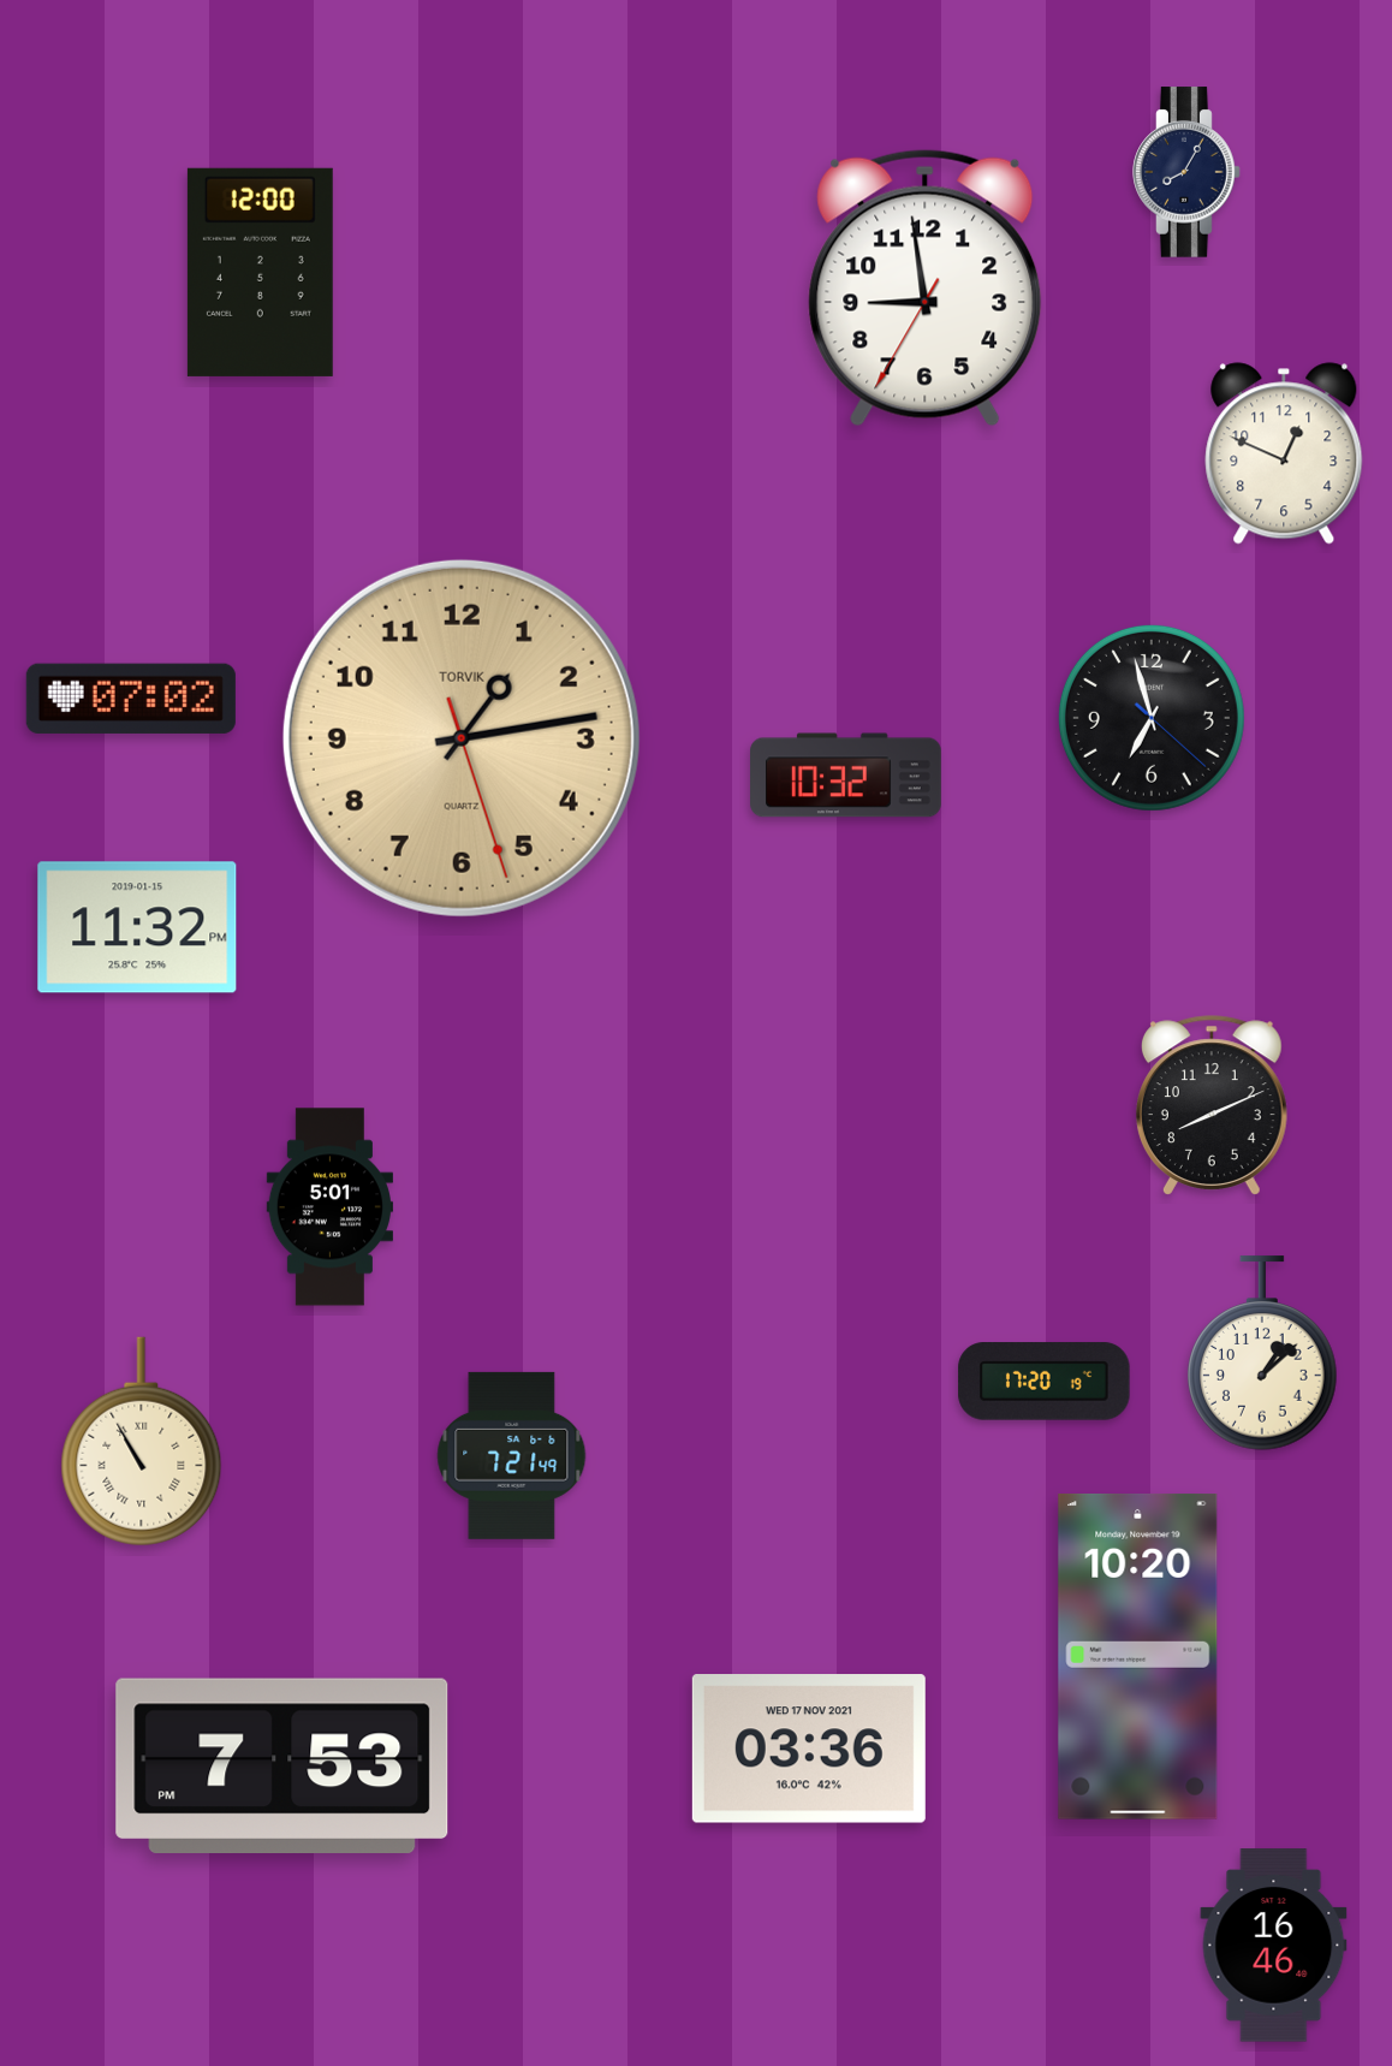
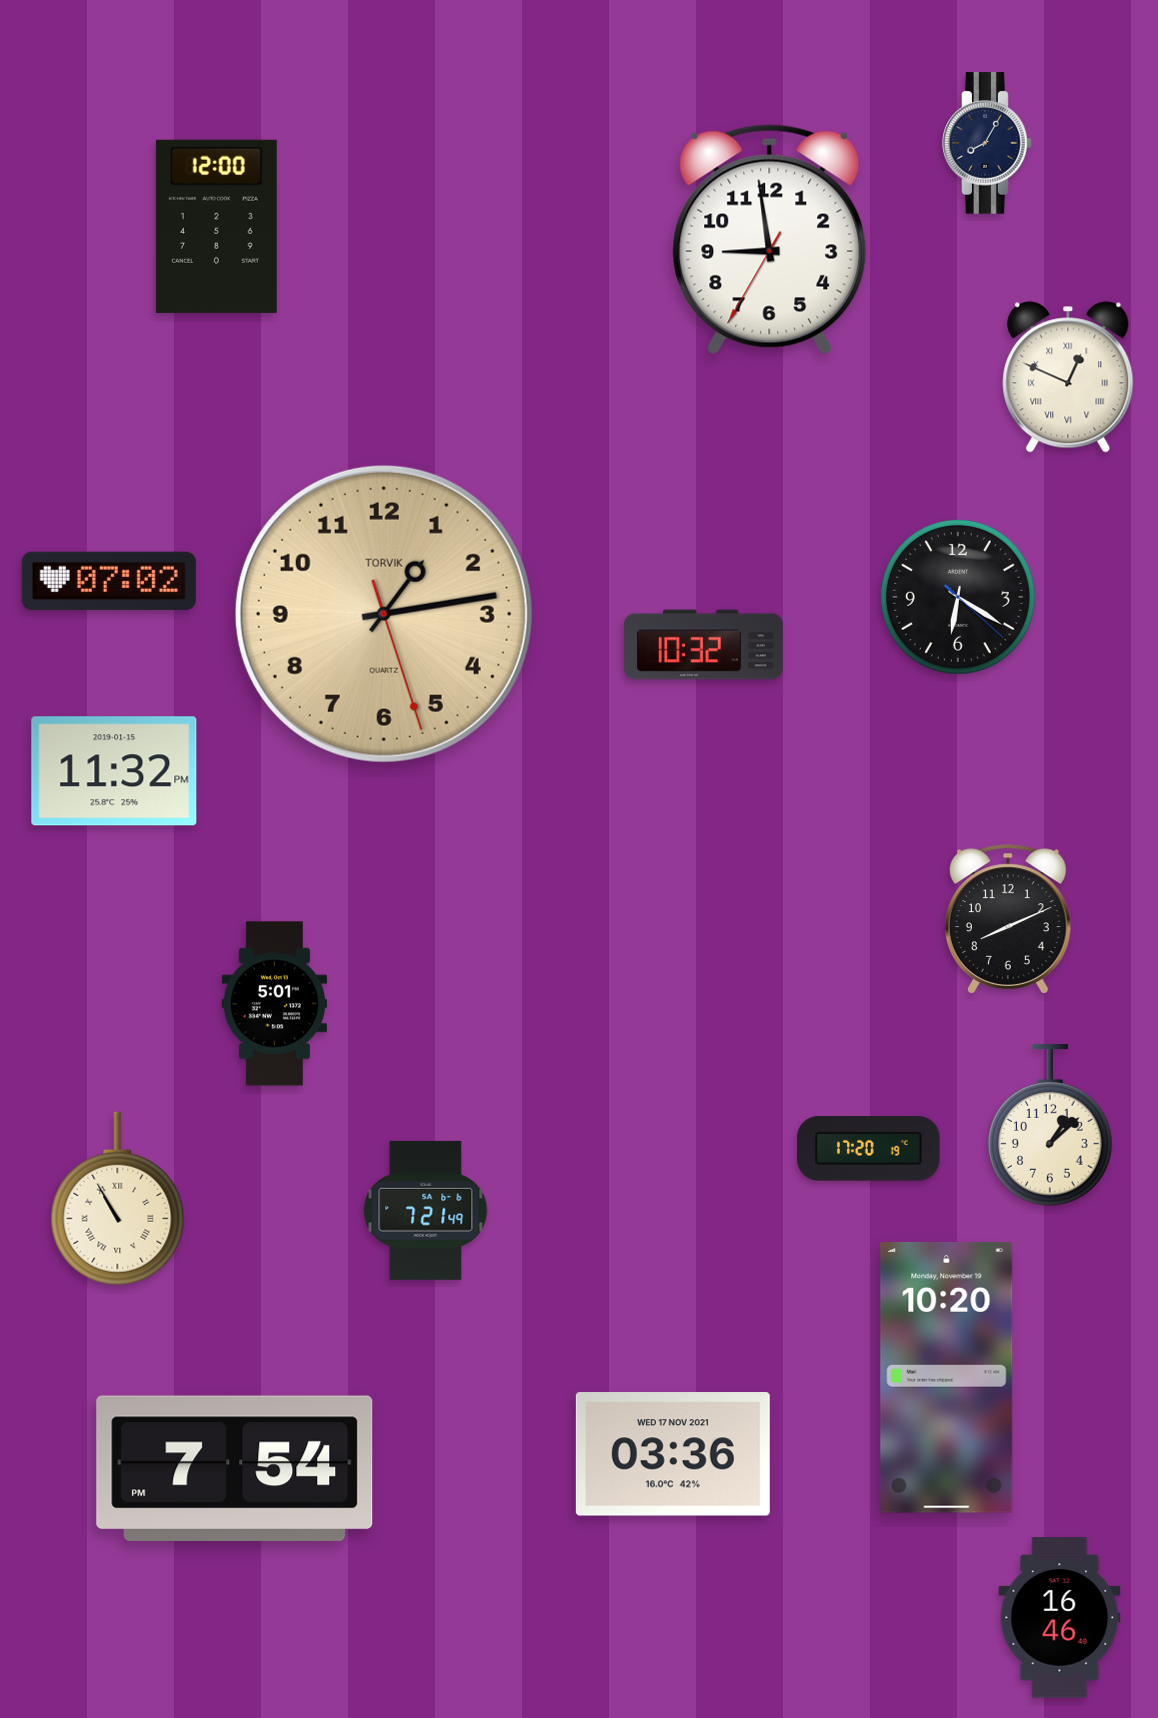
clock at (1284, 453) numerals: Arabic -> Roman
clock at (1152, 718): 6:57 -> 6:20
clock at (282, 1765): 7:53 -> 7:54
